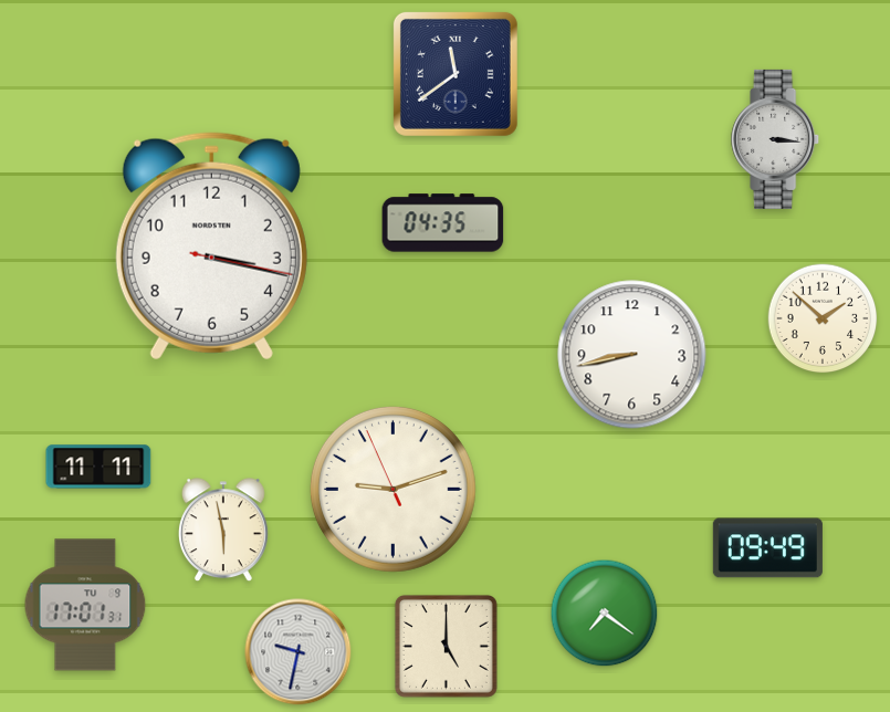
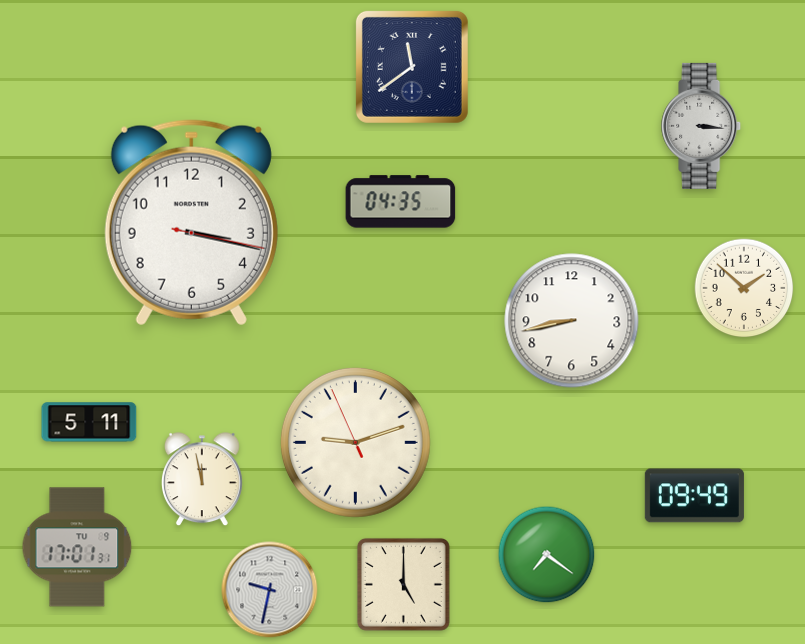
clock at (98, 467): 11:11 -> 5:11
clock at (223, 531): 5:58 -> 11:58
